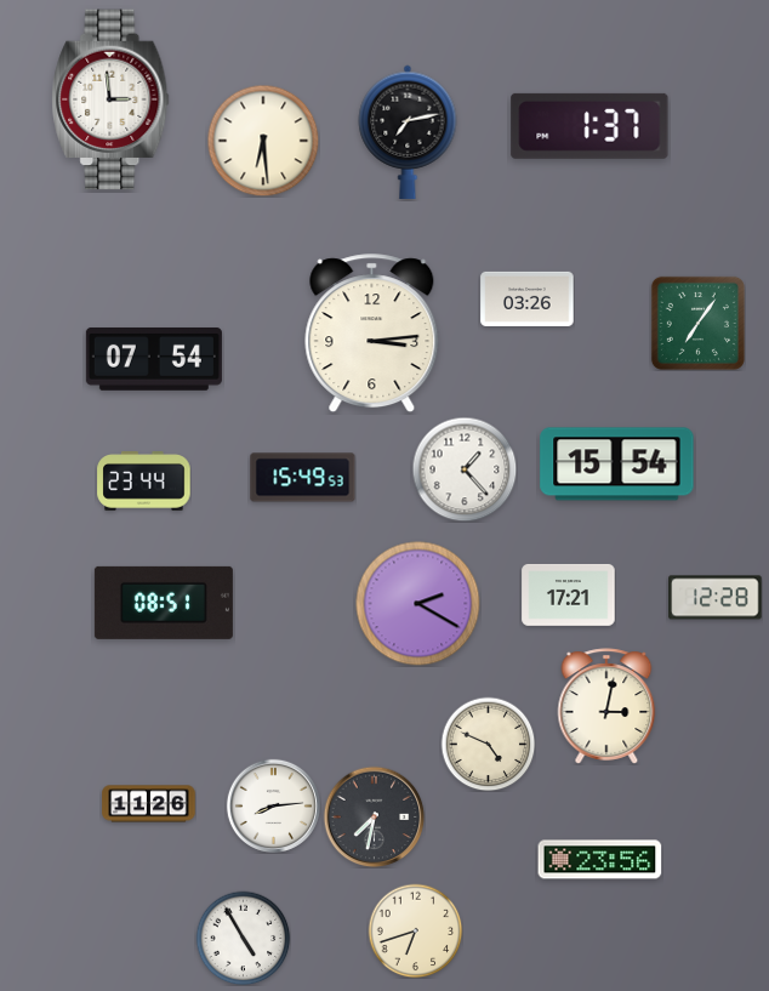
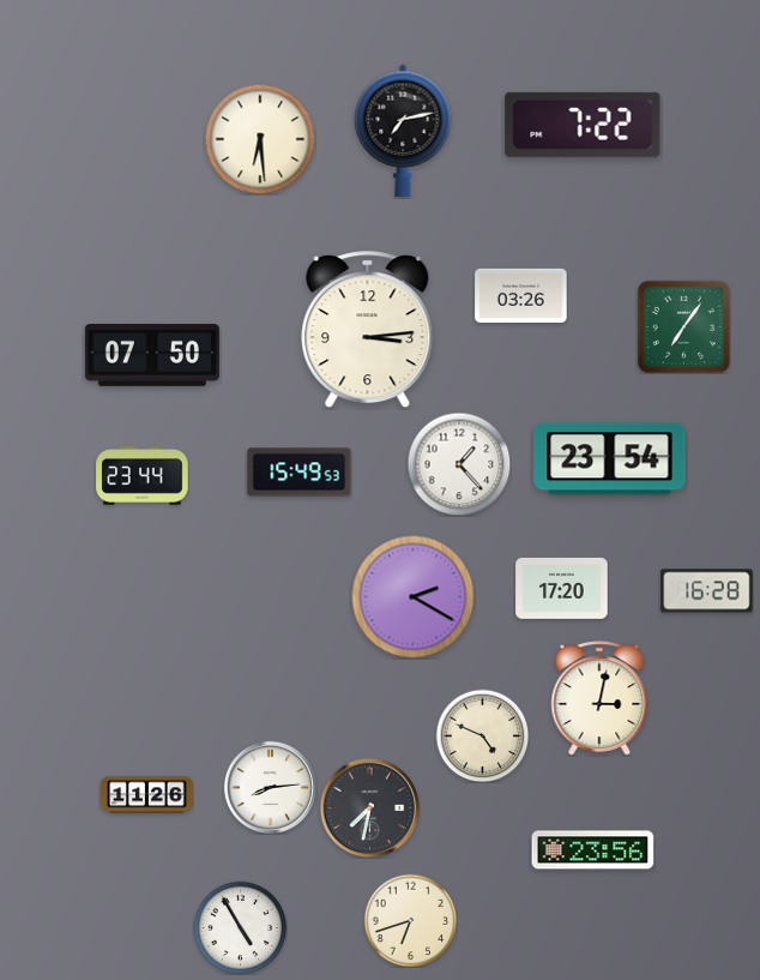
clock at (110, 99): 2:59 -> none
clock at (589, 126): 1:37 -> 7:22
clock at (697, 323) position: (697, 323) -> (683, 326)
clock at (154, 359): 07:54 -> 07:50
clock at (617, 465): 15:54 -> 23:54
clock at (569, 596): 17:21 -> 17:20
clock at (716, 598): 12:28 -> 16:28
clock at (164, 603): 08:51 -> none
clock at (273, 805) position: (273, 805) -> (270, 787)
